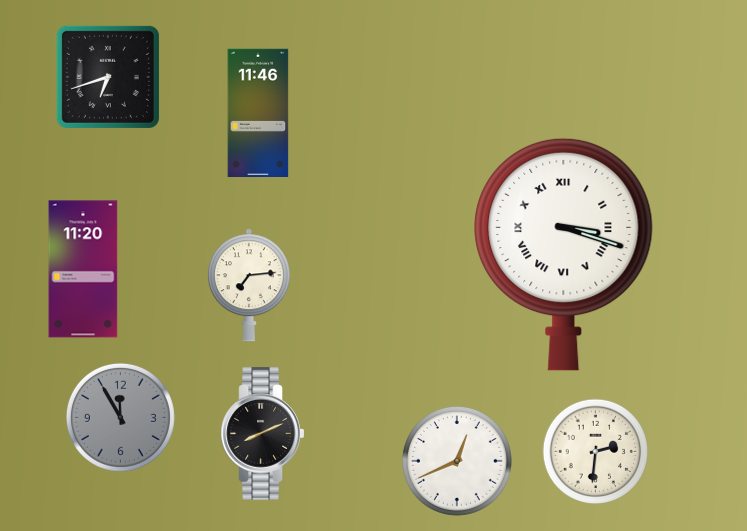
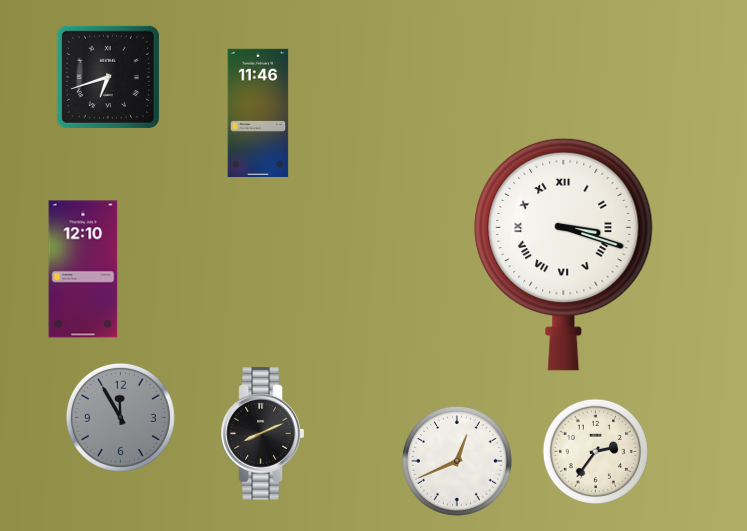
clock at (83, 269): 11:20 -> 12:10
clock at (249, 285): 7:14 -> none
clock at (595, 451): 2:31 -> 2:36
